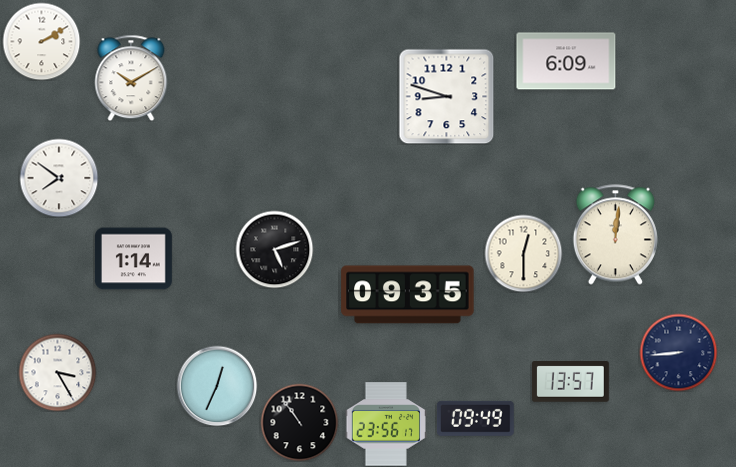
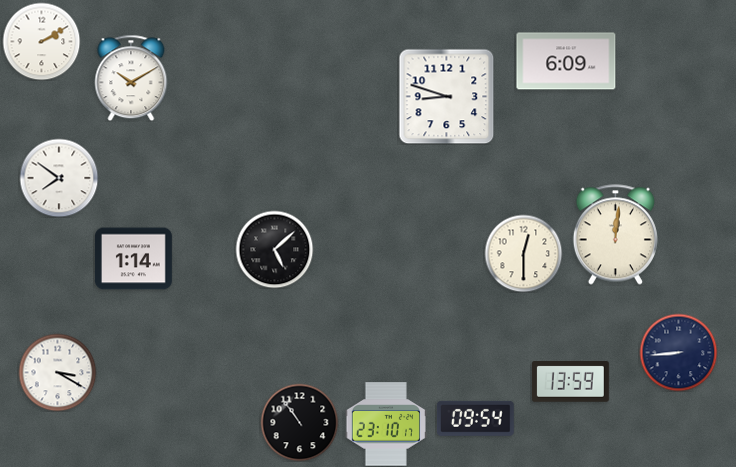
clock at (274, 249): 5:12 -> 5:08
clock at (408, 295): 09:35 -> none
clock at (57, 372): 3:25 -> 3:20
clock at (570, 382): 13:57 -> 13:59
clock at (217, 386): 12:34 -> none
clock at (475, 418): 09:49 -> 09:54
clock at (386, 424): 23:56 -> 23:10
